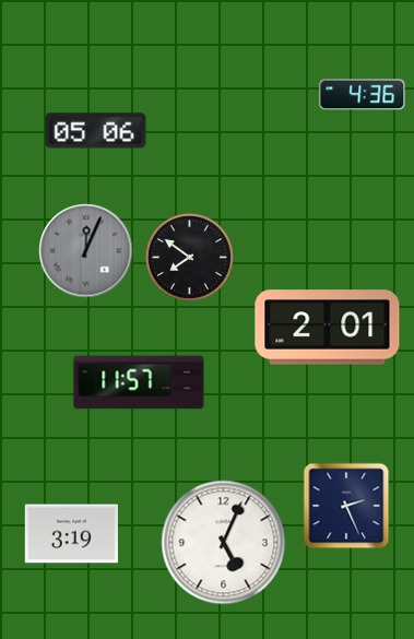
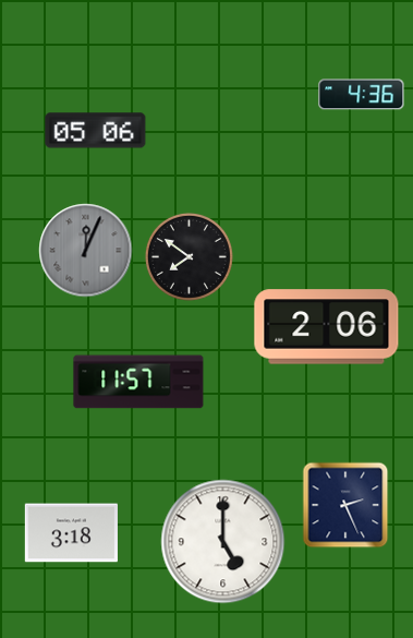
clock at (328, 328): 2:01 -> 2:06
clock at (71, 534): 3:19 -> 3:18
clock at (224, 543): 5:04 -> 5:00
